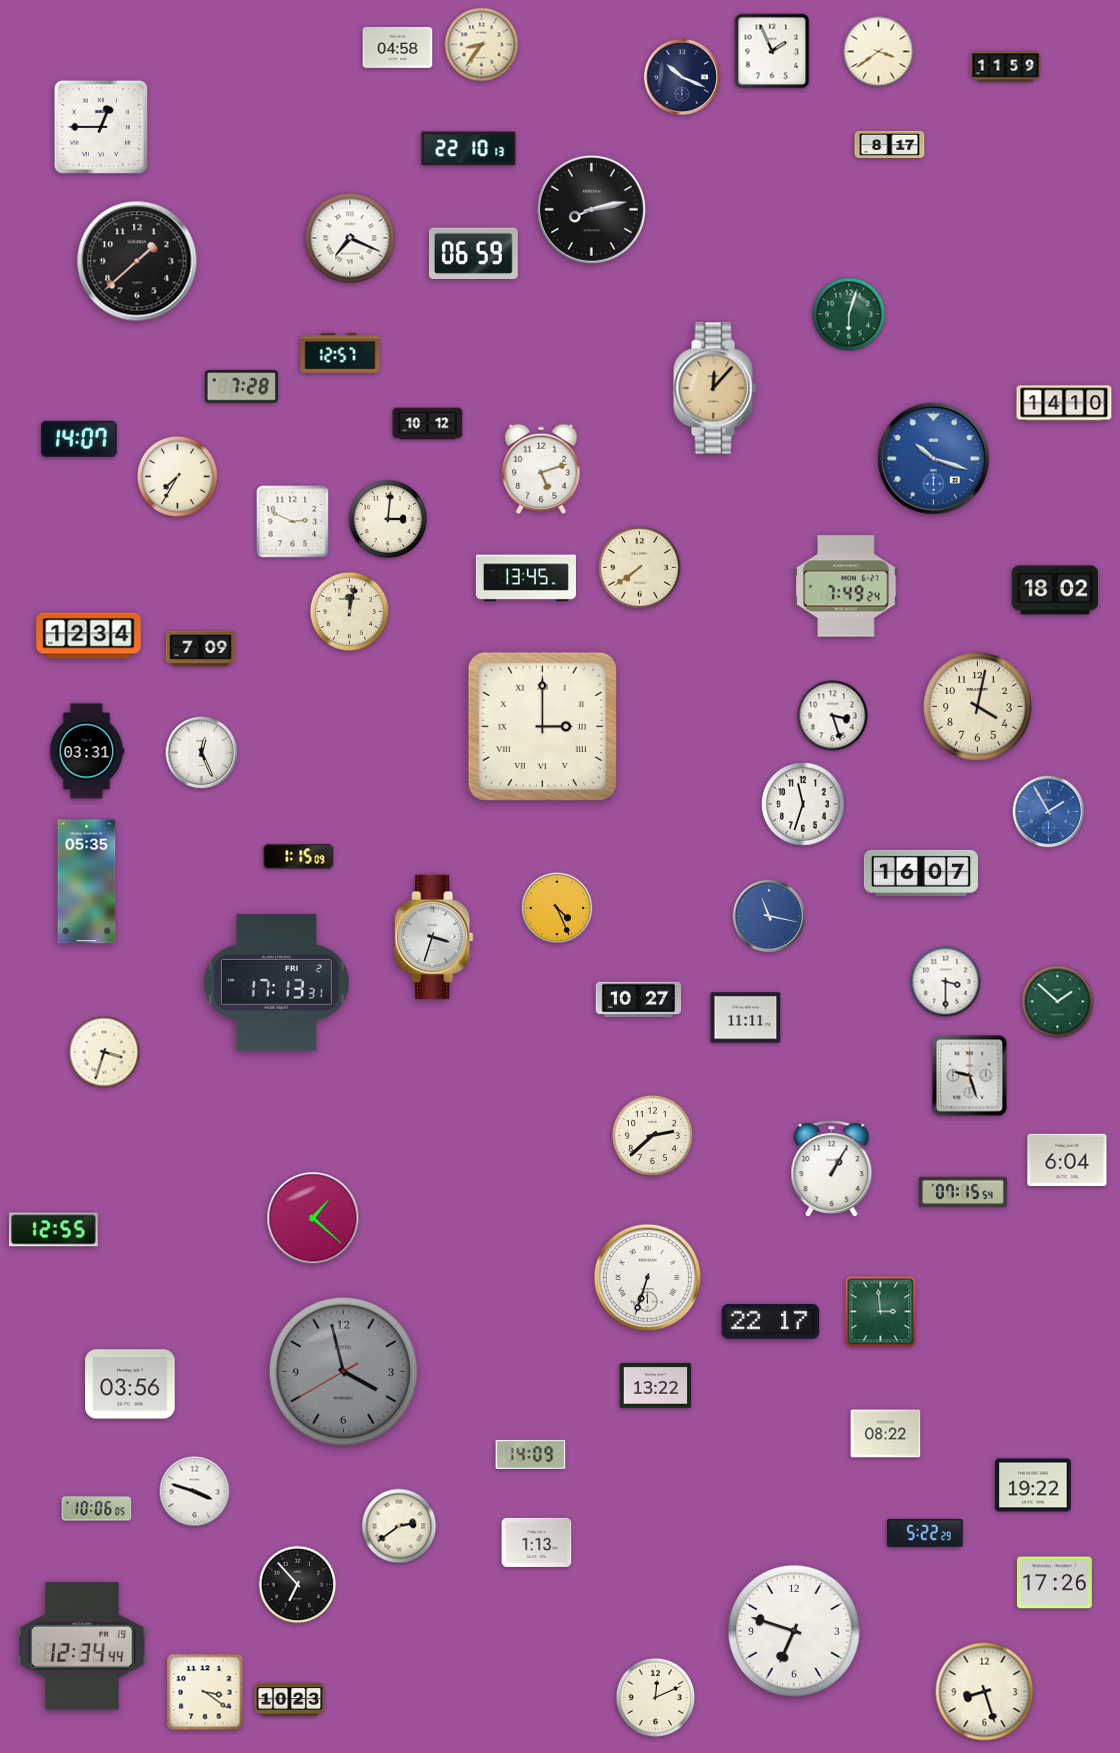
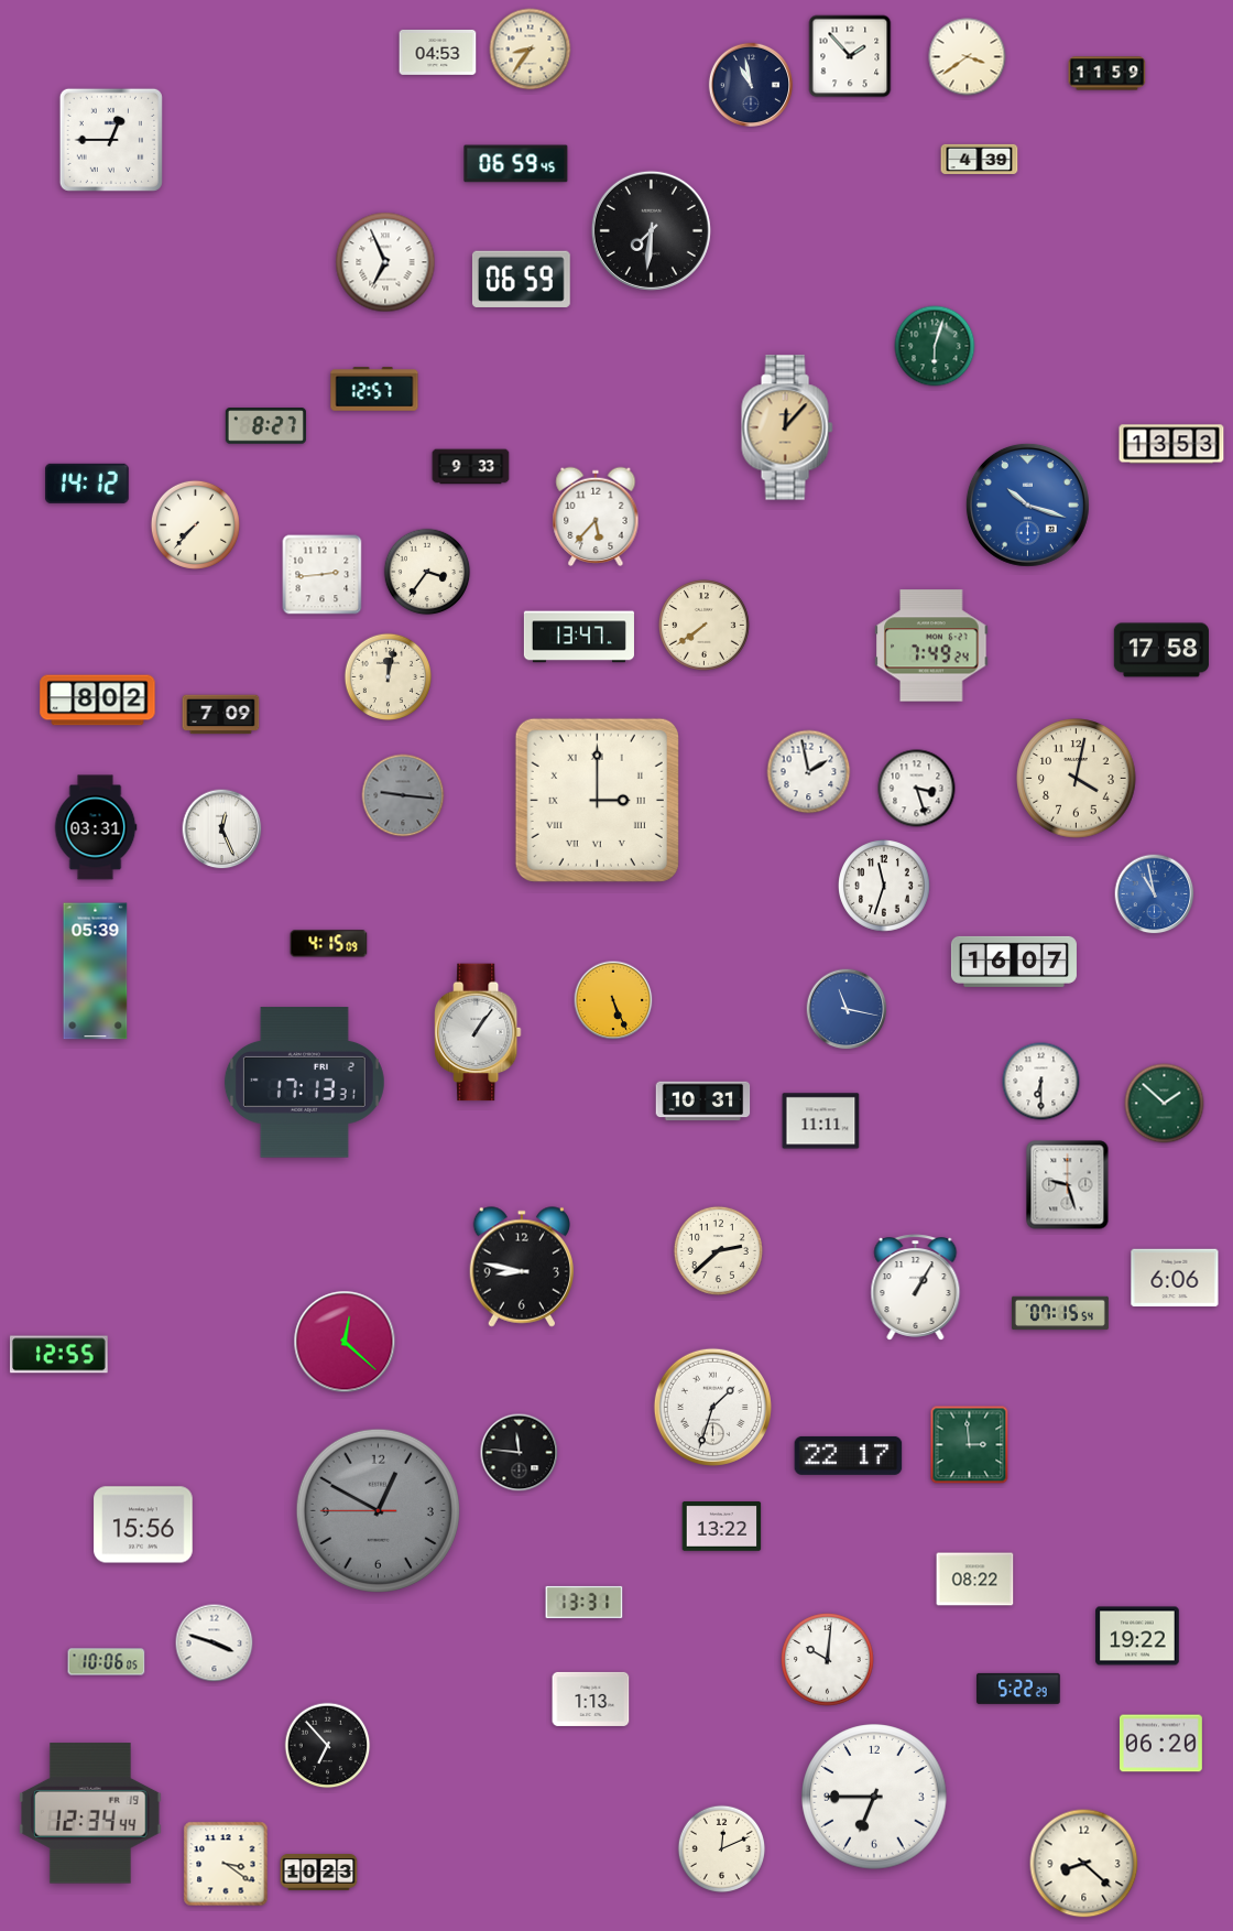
clock at (398, 47): 04:58 -> 04:53
clock at (772, 51): 1:56 -> 1:53
clock at (681, 76): 10:19 -> 10:58
clock at (890, 144): 8:17 -> 4:39
clock at (469, 149): 22:10 -> 06:59
clock at (591, 209): 8:13 -> 7:31
clock at (350, 238): 7:19 -> 6:56
clock at (137, 261): 1:38 -> none
clock at (241, 387): 7:28 -> 8:27
clock at (1064, 403): 14:10 -> 13:53
clock at (428, 424): 10:12 -> 9:33
clock at (80, 439): 14:07 -> 14:12
clock at (541, 468): 5:12 -> 5:37
clock at (177, 476): 7:35 -> 7:37
clock at (388, 519): 3:01 -> 3:36
clock at (293, 522): 2:49 -> 2:44
clock at (526, 578): 13:45 -> 13:47
clock at (1055, 590): 18:02 -> 17:58
clock at (350, 612) position: (350, 612) -> (389, 677)
clock at (89, 636): 12:34 -> 8:02
clock at (809, 772): none -> 1:58
clock at (403, 795): none -> 9:16
clock at (1049, 812): 1:55 -> 10:58
clock at (299, 857): 1:15 -> 4:15
clock at (87, 882): 05:35 -> 05:39
clock at (557, 908): 4:26 -> 5:26
clock at (434, 937): 3:33 -> 1:06
clock at (946, 982): 3:30 -> 6:30
clock at (639, 1000): 10:27 -> 10:31
clock at (104, 1052): 3:33 -> none
clock at (522, 1267): none -> 8:47
clock at (1067, 1160): 6:04 -> 6:06
clock at (313, 1218): 1:22 -> 12:22
clock at (647, 1277): 6:33 -> 1:33
clock at (520, 1453): none -> 11:46
clock at (343, 1371): 3:57 -> 12:49
clock at (130, 1384): 03:56 -> 15:56
clock at (531, 1454): 14:09 -> 13:31
clock at (828, 1660): none -> 10:01
clock at (399, 1526): 2:39 -> none
clock at (1055, 1583): 17:26 -> 06:20
clock at (794, 1631): 6:48 -> 6:45
clock at (985, 1692): 8:27 -> 8:22
clock at (656, 1698) position: (656, 1698) -> (722, 1849)
